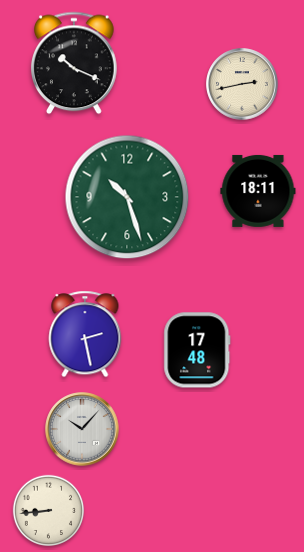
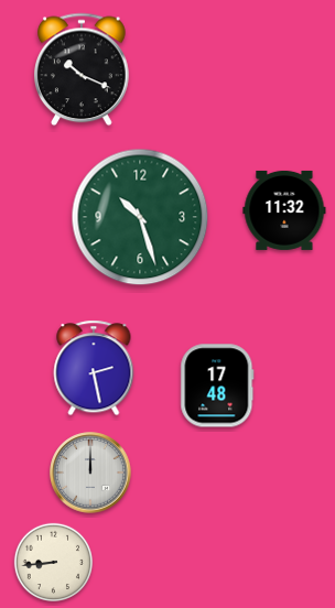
clock at (242, 84): 2:43 -> none
clock at (258, 191): 18:11 -> 11:32
clock at (82, 429): 10:07 -> 12:00
